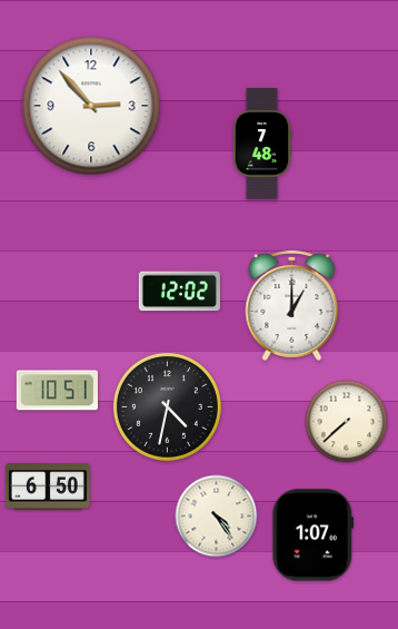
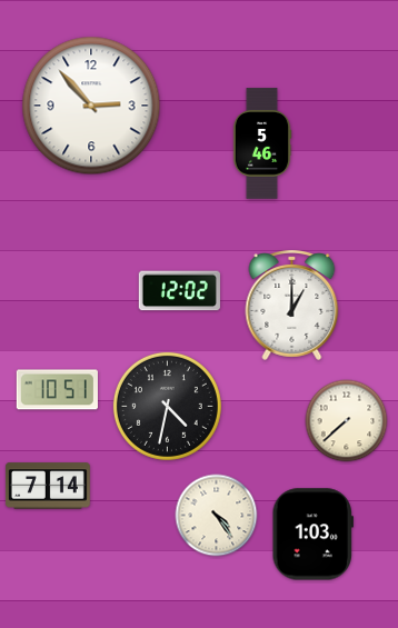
clock at (262, 144): 7:48 -> 5:46
clock at (48, 487): 6:50 -> 7:14
clock at (312, 535): 1:07 -> 1:03
